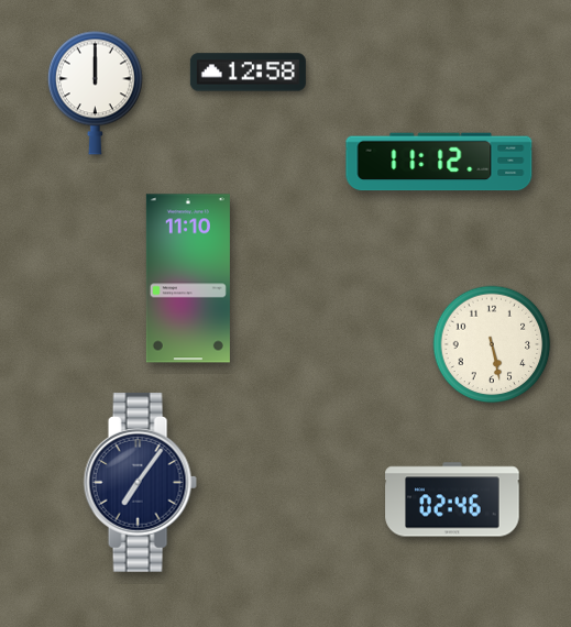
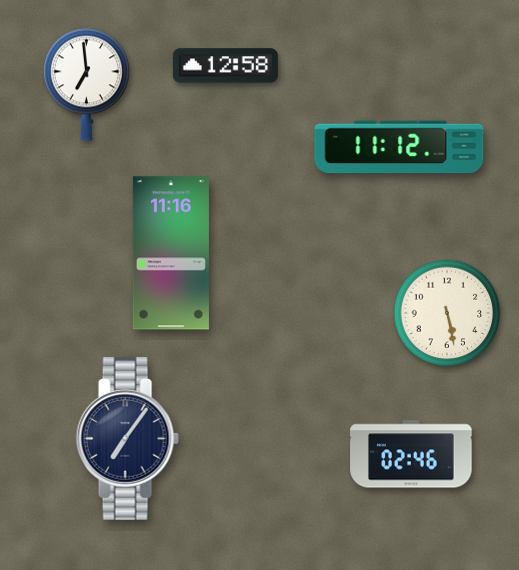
clock at (95, 92): 12:00 -> 6:59
clock at (188, 278): 11:10 -> 11:16
